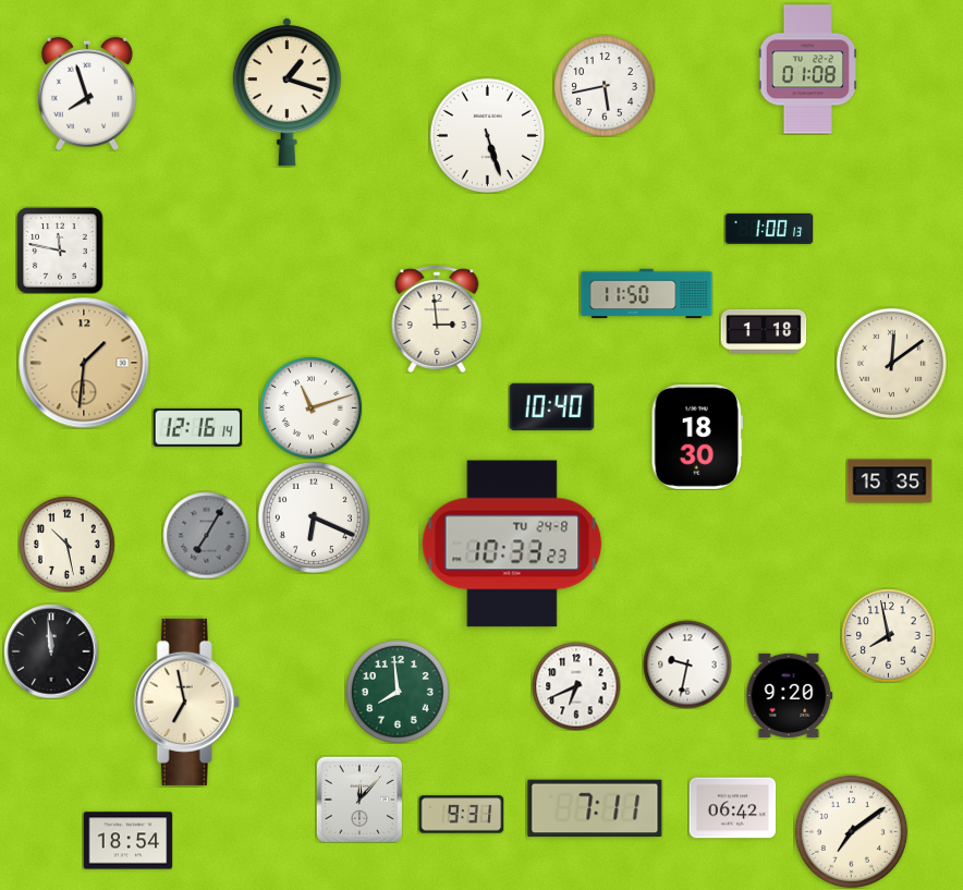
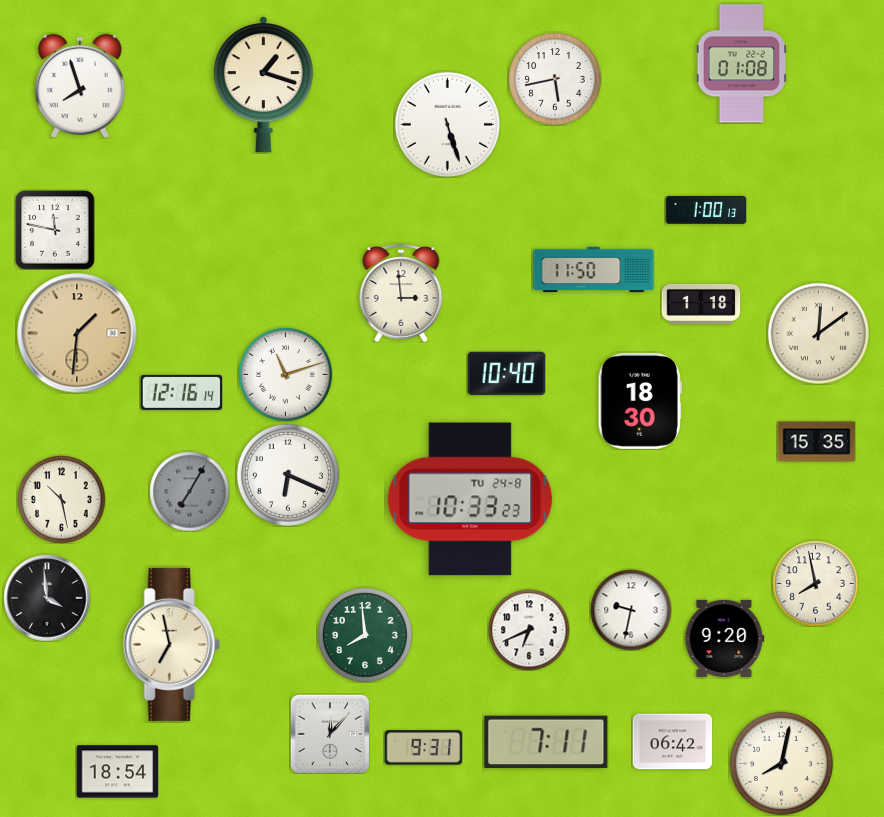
clock at (51, 651): 11:59 -> 3:59
clock at (851, 831): 7:09 -> 8:02
